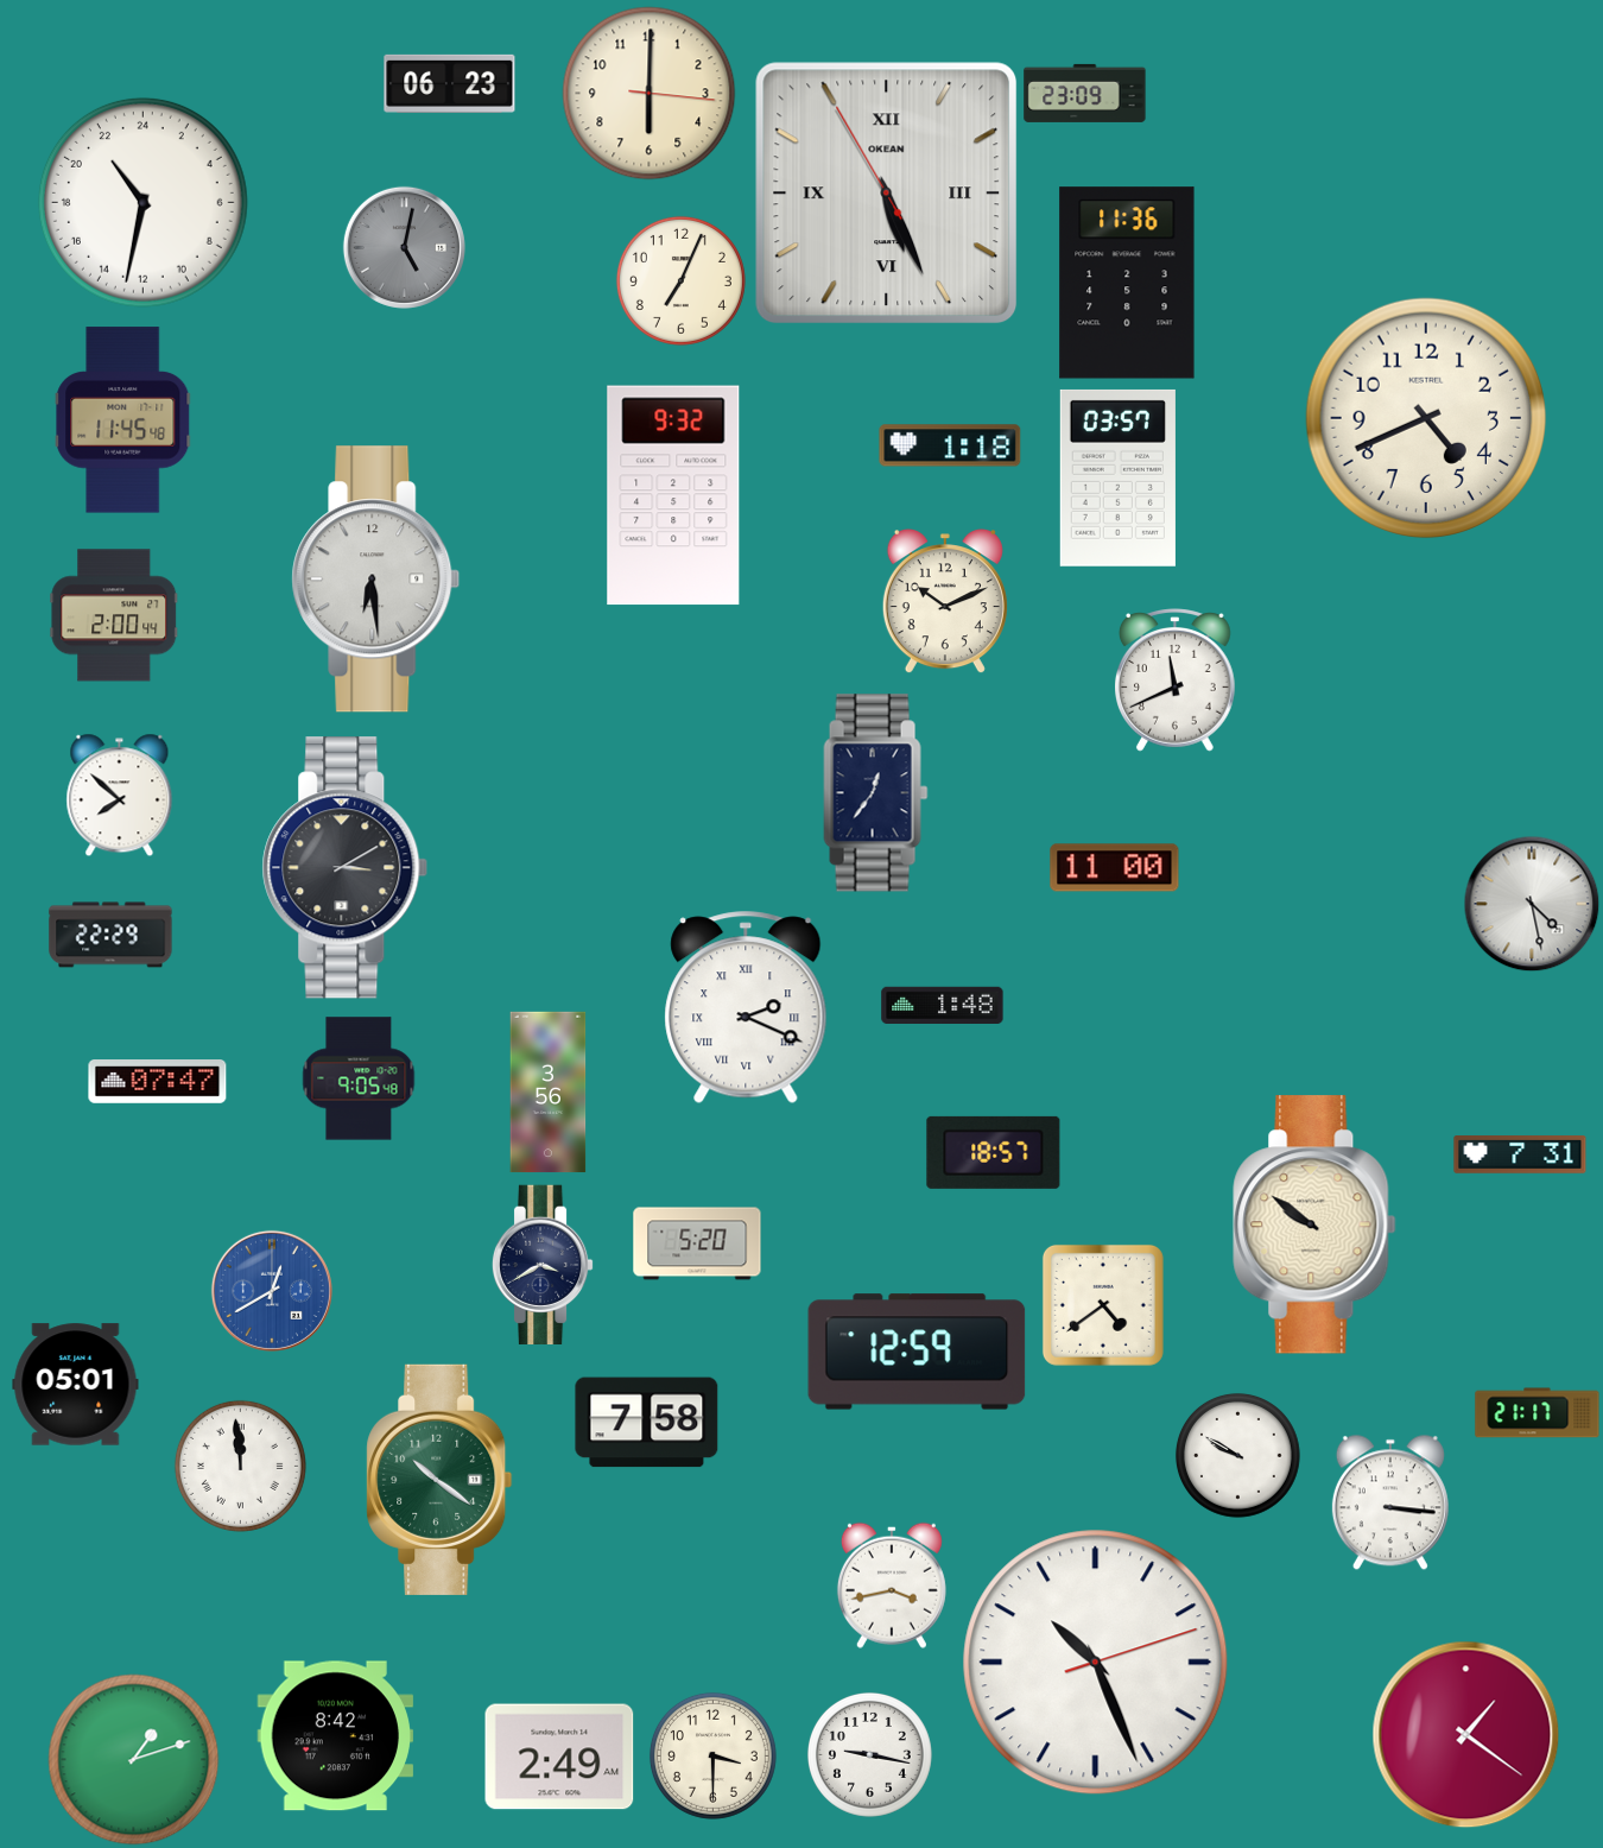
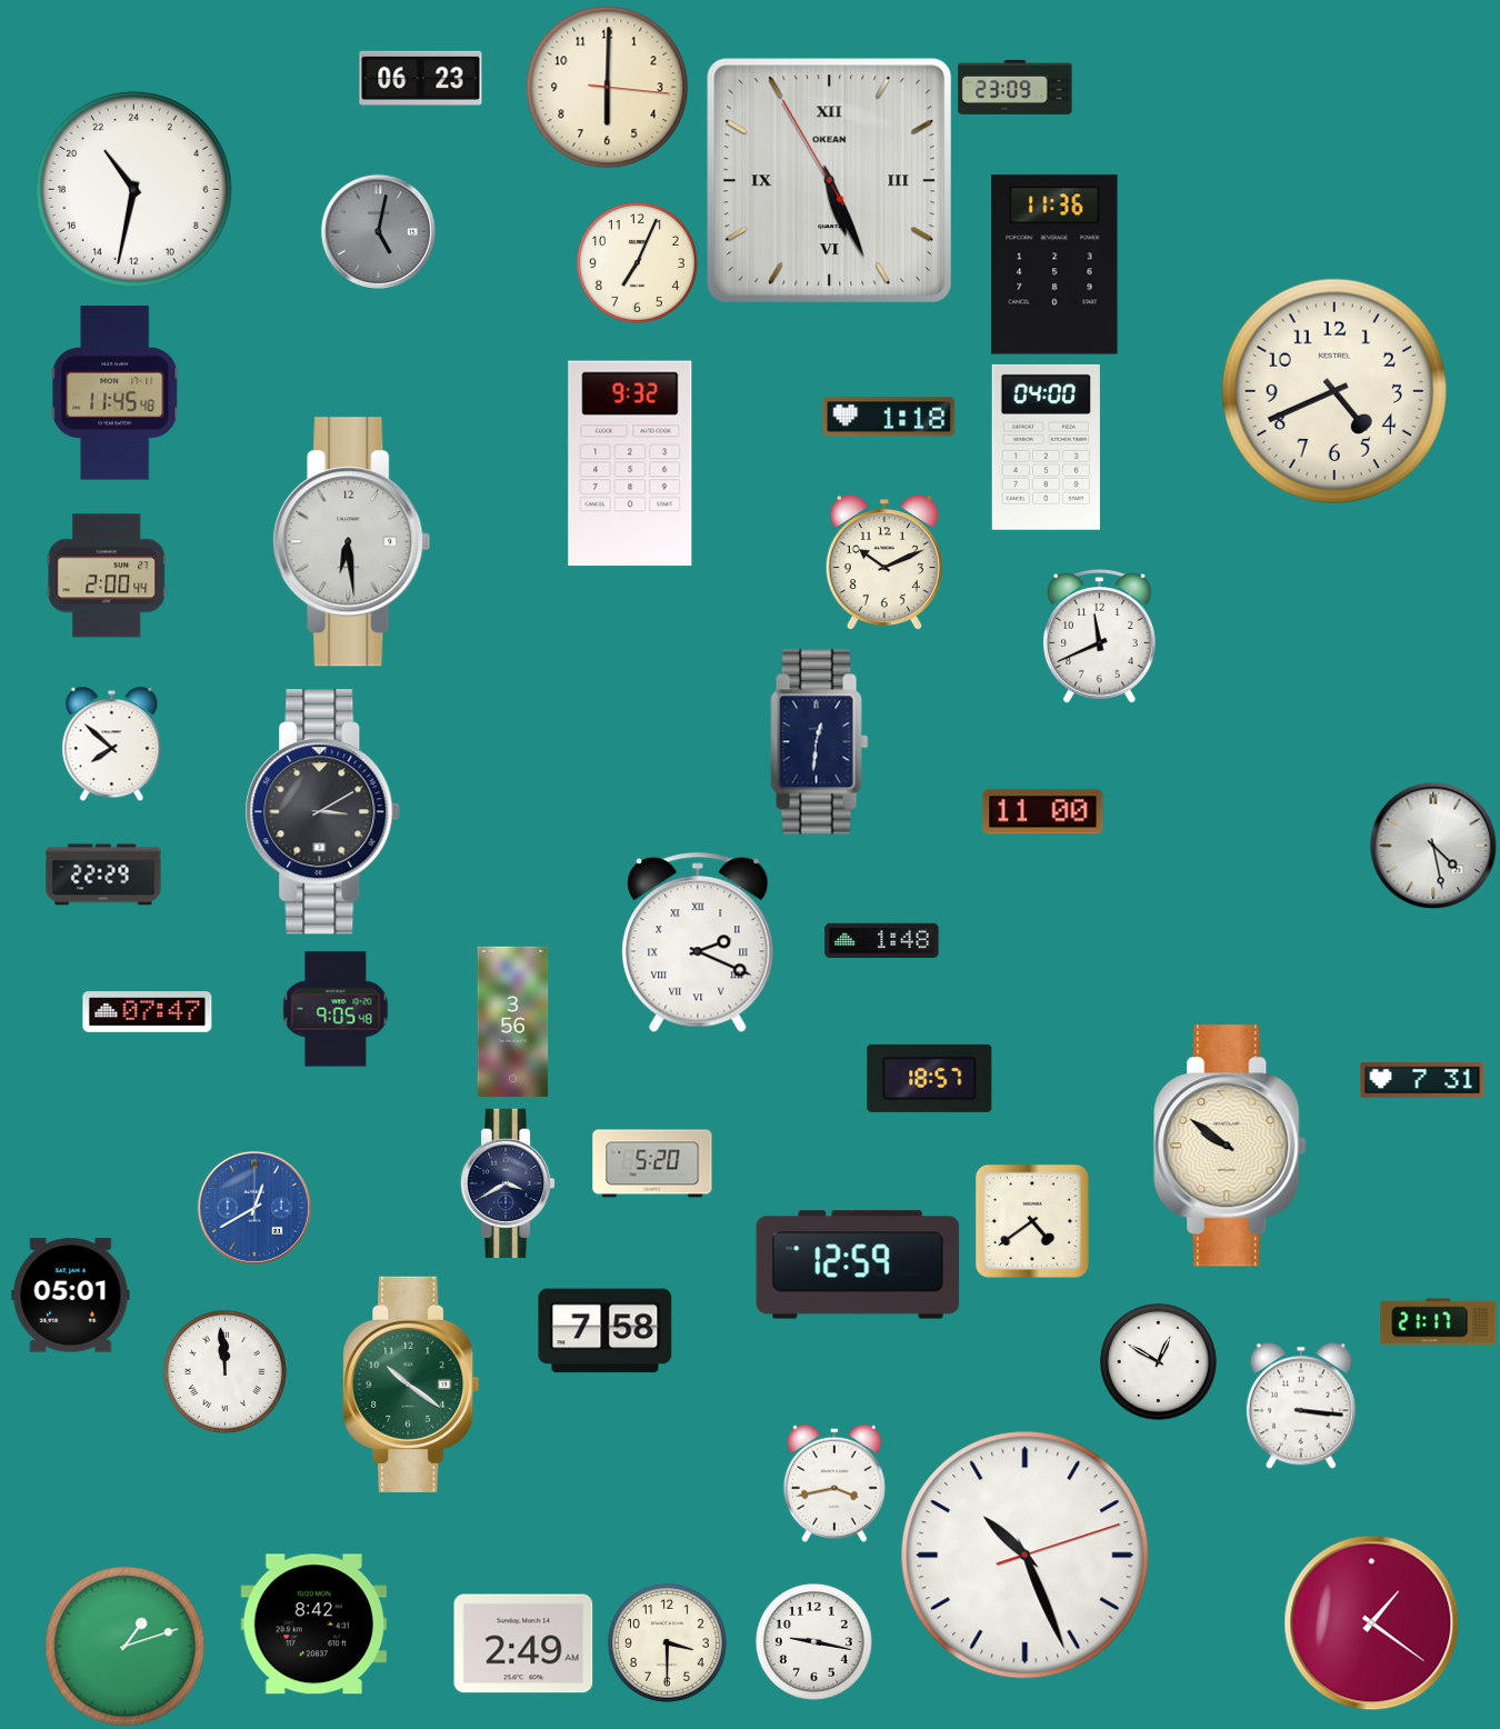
clock at (1117, 477): 03:57 -> 04:00
clock at (876, 793): 12:36 -> 12:31
clock at (1237, 1455): 9:50 -> 12:50
